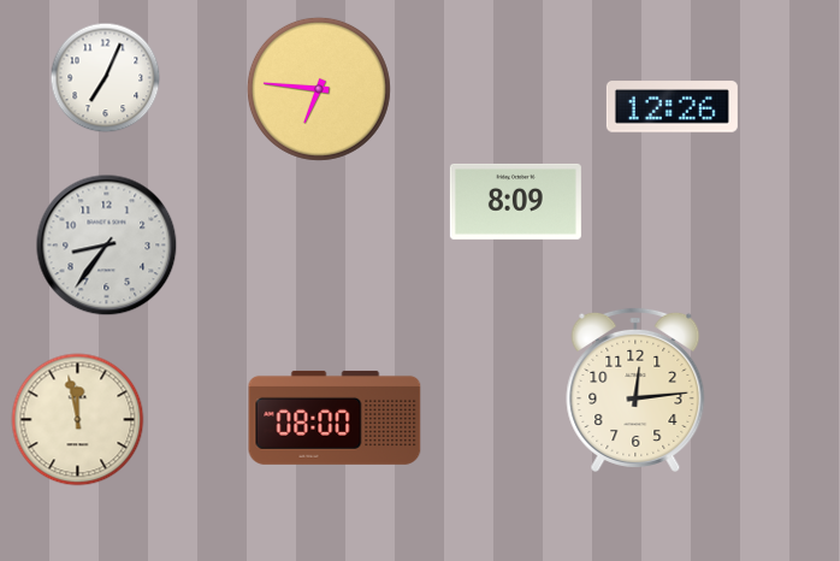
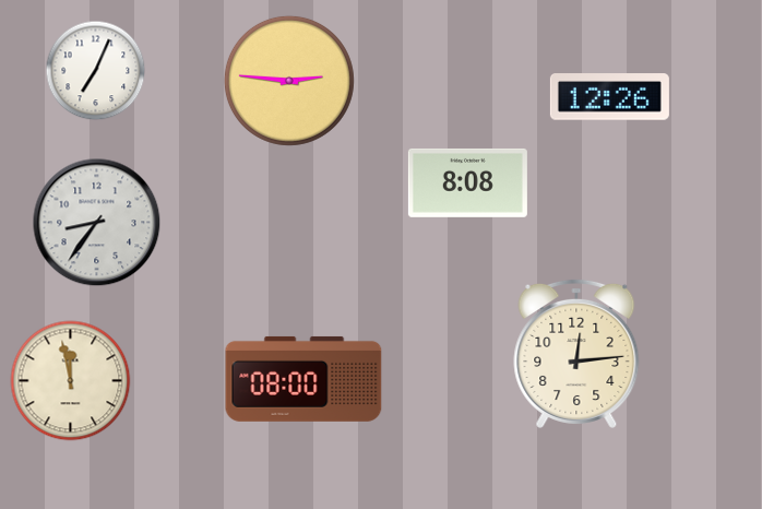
clock at (319, 89): 6:46 -> 2:46
clock at (515, 201): 8:09 -> 8:08
